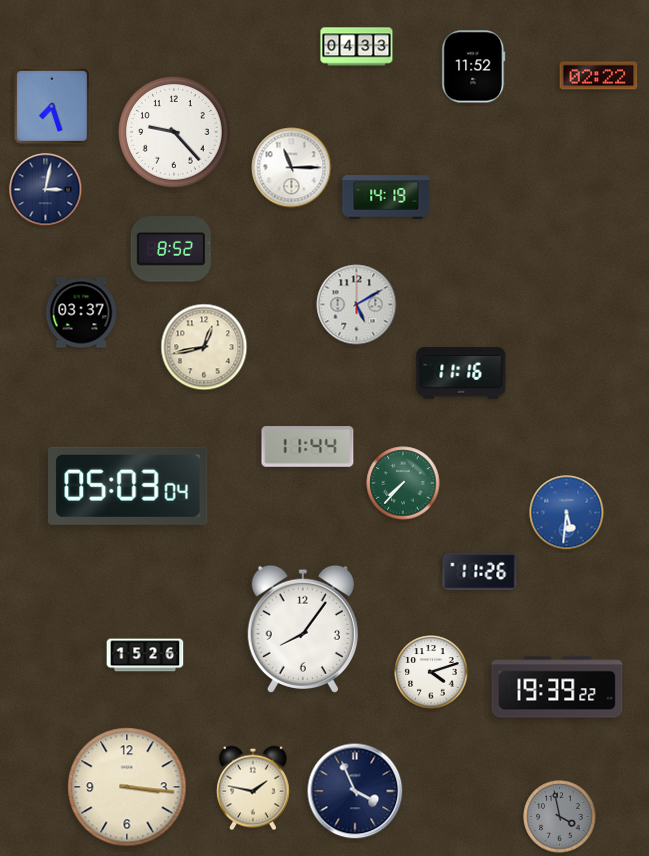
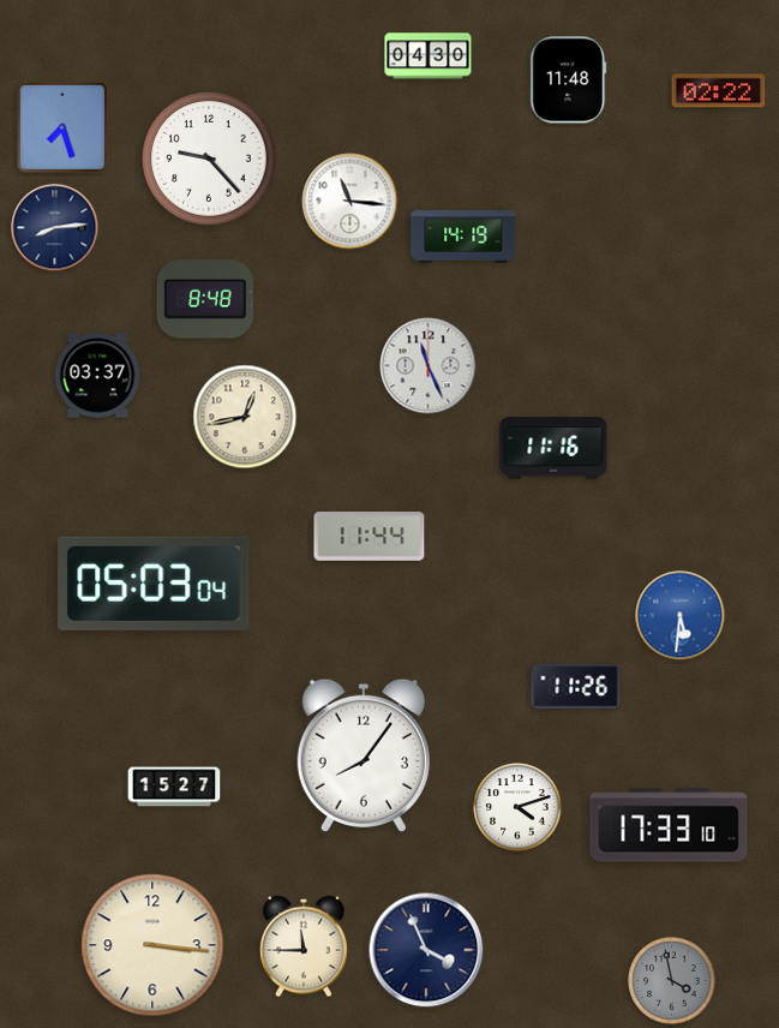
clock at (357, 47): 04:33 -> 04:30
clock at (474, 67): 11:52 -> 11:48
clock at (292, 168): 11:15 -> 11:16
clock at (46, 190): 3:02 -> 8:14
clock at (171, 249): 8:52 -> 8:48
clock at (357, 305): 5:10 -> 11:26
clock at (403, 483): 7:37 -> none
clock at (145, 655): 15:26 -> 15:27
clock at (557, 687): 19:39 -> 17:33
clock at (254, 788): 1:47 -> 11:45
